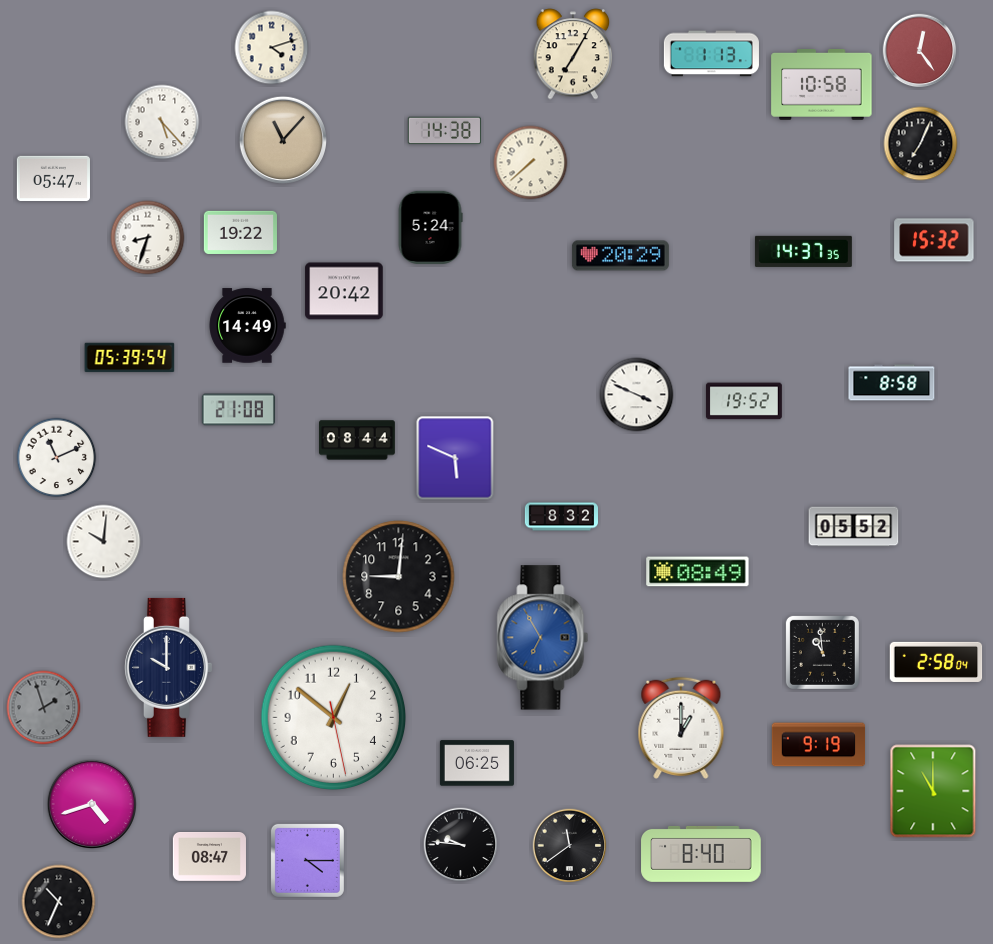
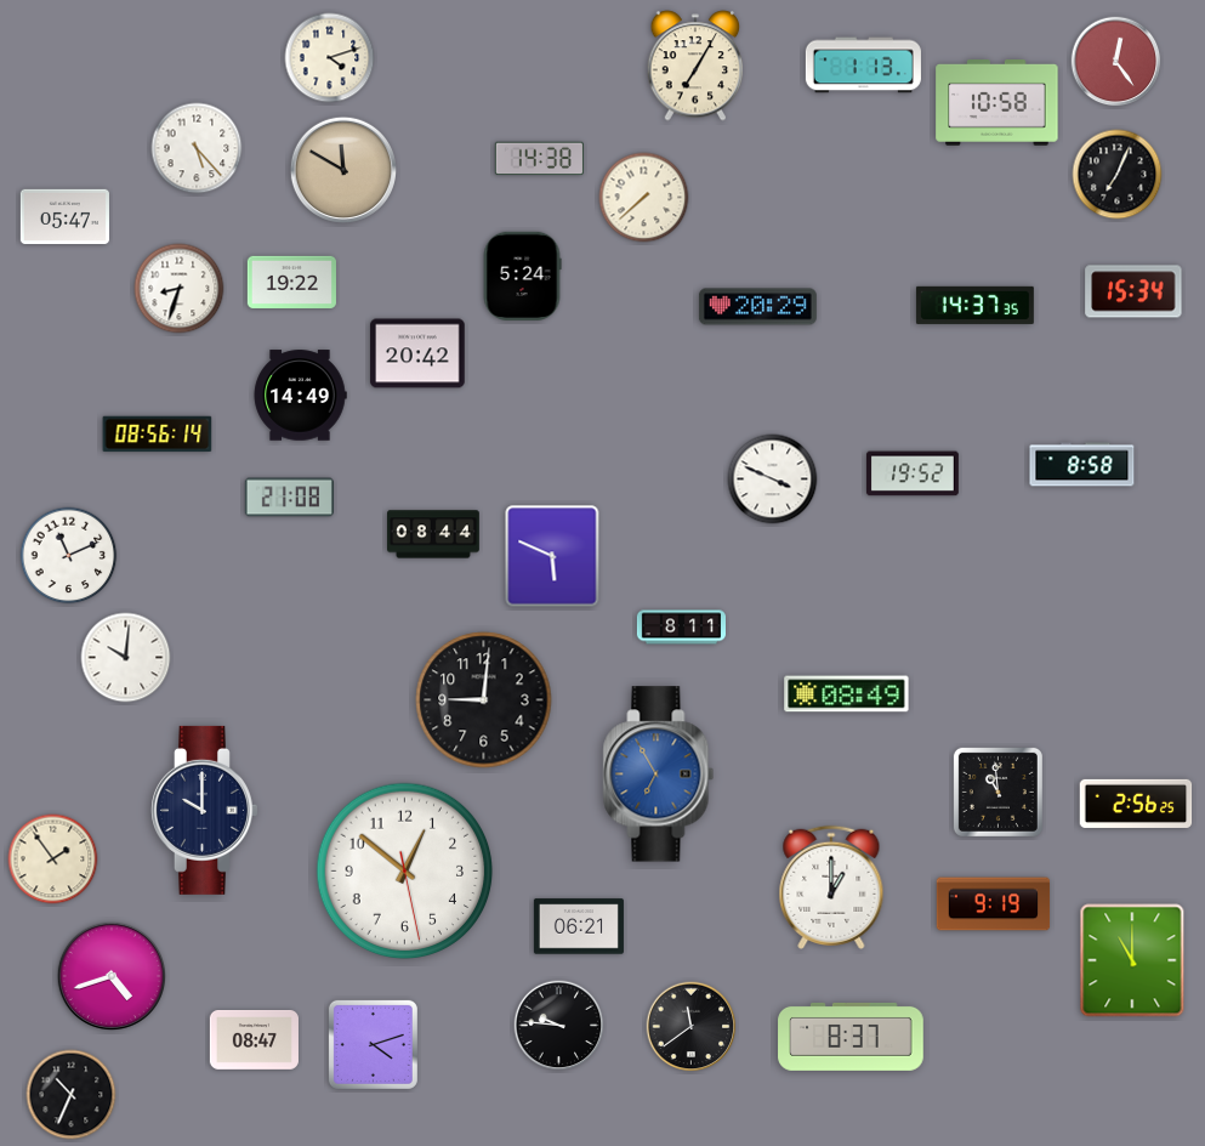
clock at (282, 139): 11:07 -> 11:50
clock at (934, 240): 15:32 -> 15:34
clock at (620, 256) position: (620, 256) -> (757, 307)
clock at (130, 358): 05:39 -> 08:56
clock at (744, 401) position: (744, 401) -> (913, 473)
clock at (561, 517): 8:32 -> 8:11
clock at (854, 527): 05:52 -> none
clock at (936, 662): 2:58 -> 2:56
clock at (44, 708): 1:57 -> 1:54
clock at (44, 708) dial: grey -> cream
clock at (681, 728) position: (681, 728) -> (831, 887)
clock at (477, 763): 06:25 -> 06:21
clock at (701, 854): 8:40 -> 8:37
clock at (307, 860): 4:15 -> 4:12
